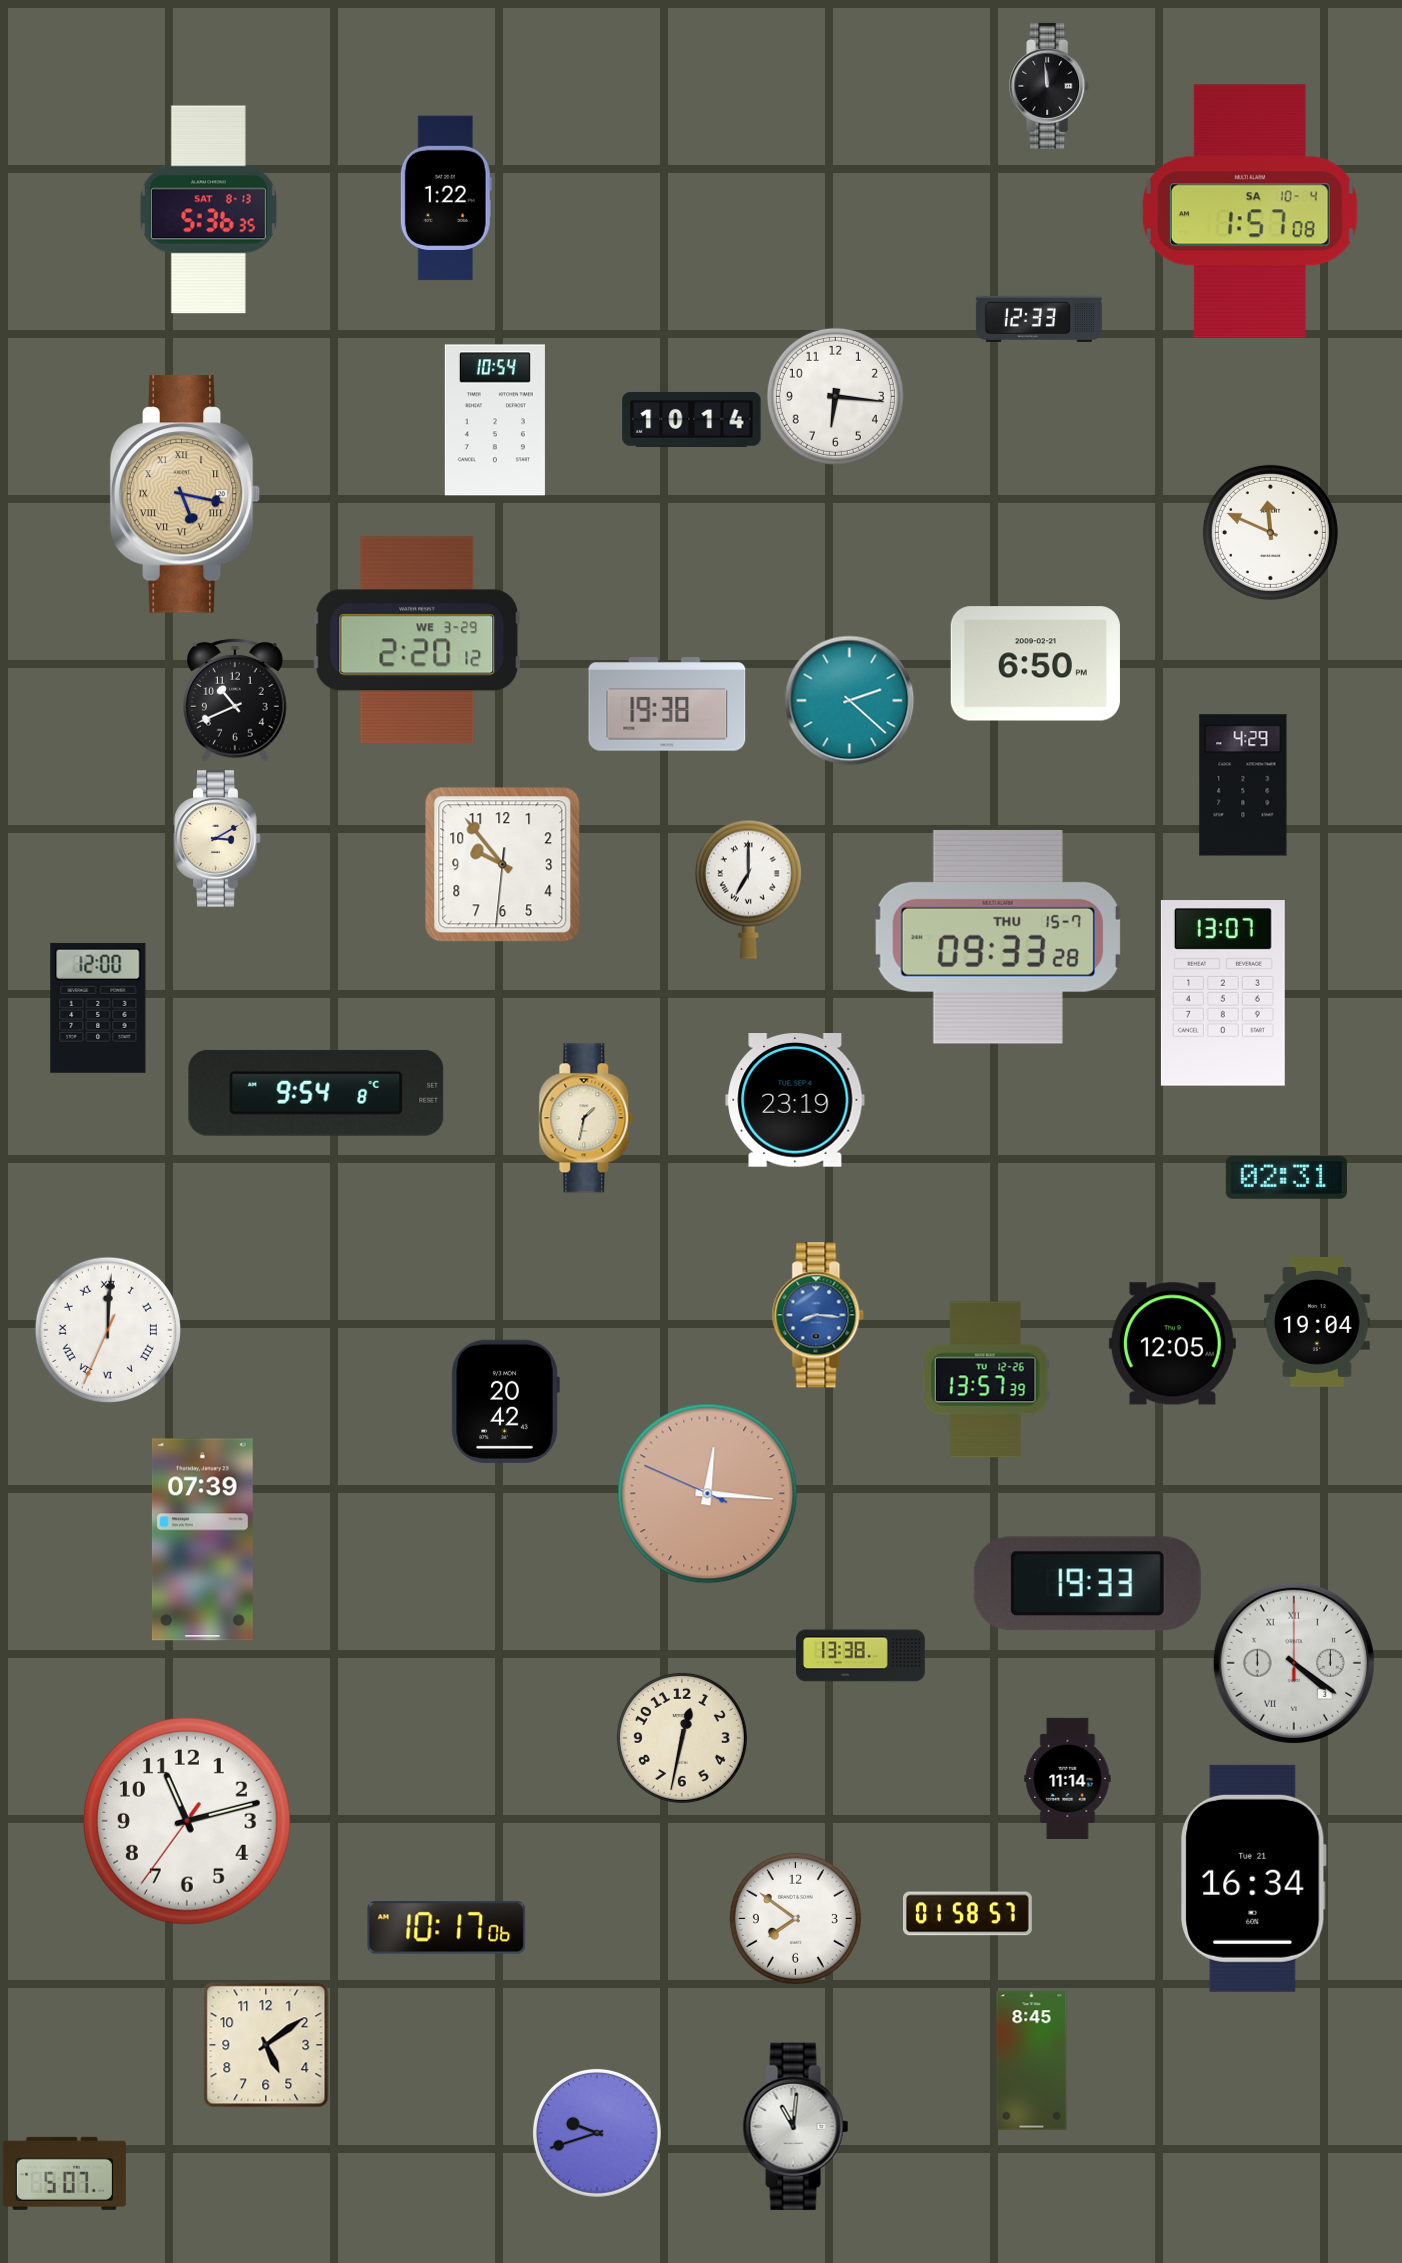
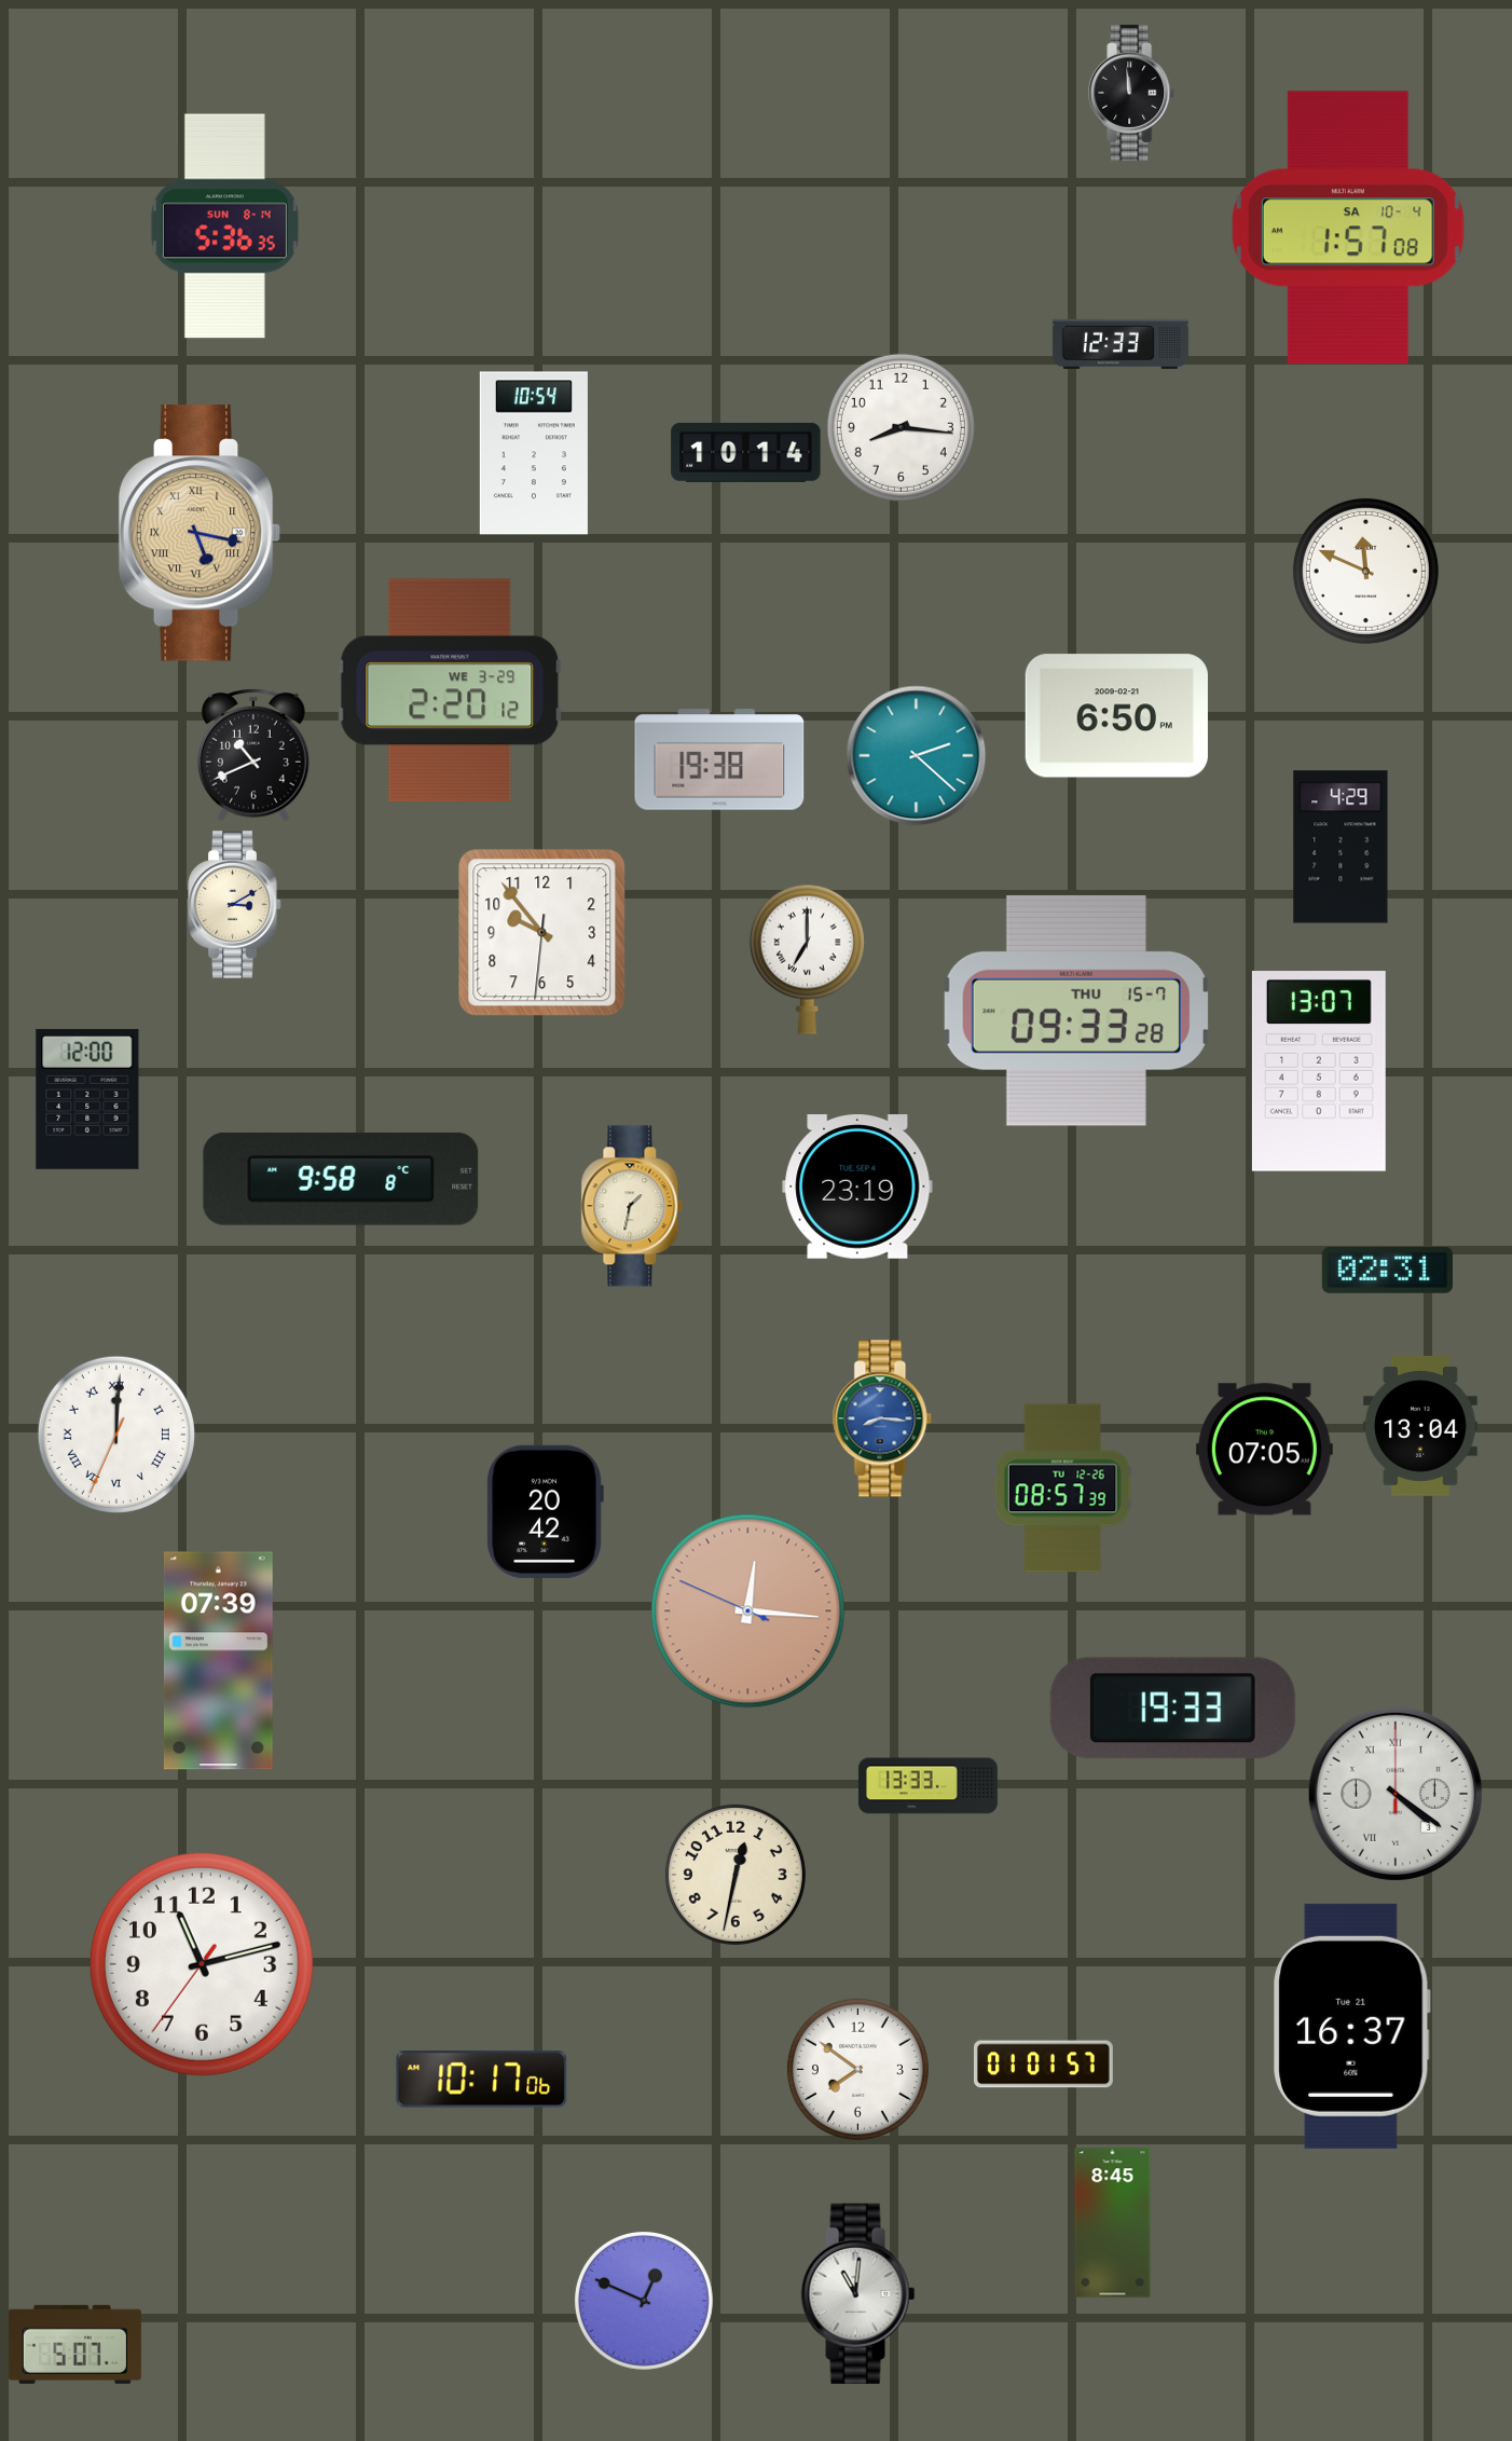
clock at (446, 198): 1:22 -> none
clock at (208, 210) date: SAT 8-13 -> SUN 8-14
clock at (835, 396): 6:16 -> 8:16
clock at (1270, 532) position: (1270, 532) -> (1365, 571)
clock at (98, 1008) position: (98, 1008) -> (87, 1099)
clock at (316, 1093): 9:54 -> 9:58
clock at (1317, 1322): 19:04 -> 13:04
clock at (1172, 1344): 12:05 -> 07:05
clock at (985, 1380): 13:57 -> 08:57
clock at (708, 1494) position: (708, 1494) -> (748, 1612)
clock at (860, 1656): 13:38 -> 13:33
clock at (1068, 1778): 11:14 -> none
clock at (1254, 1878): 16:34 -> 16:37
clock at (967, 1914): 01:58 -> 01:01
clock at (266, 2045): 5:09 -> none
clock at (597, 2133): 9:42 -> 12:49
clock at (64, 2173) position: (64, 2173) -> (74, 2344)
